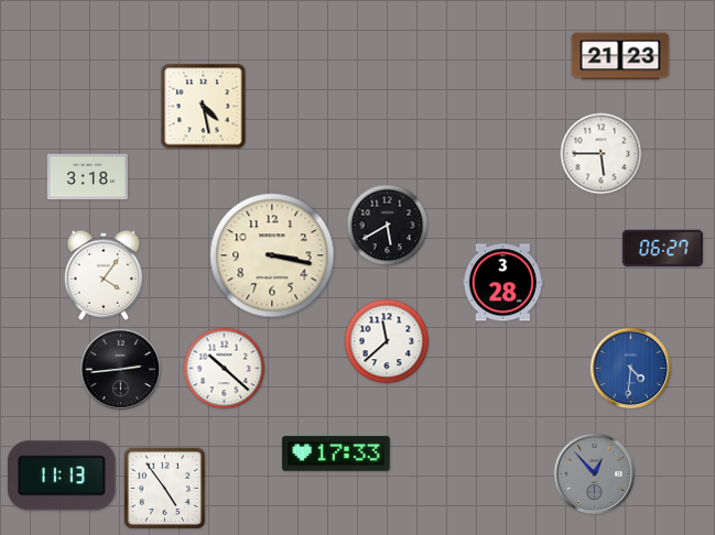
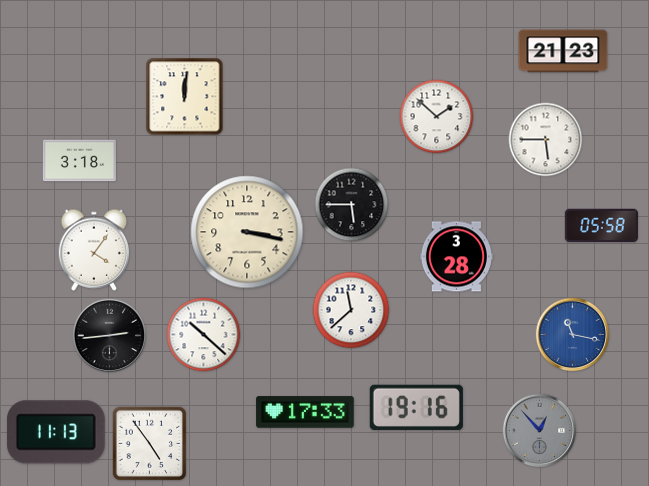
clock at (204, 107): 4:28 -> 12:01
clock at (437, 117): none -> 1:52
clock at (388, 226): 5:40 -> 5:45
clock at (662, 249): 06:27 -> 05:58
clock at (631, 369): 4:31 -> 11:17
clock at (416, 407): none -> 19:16
